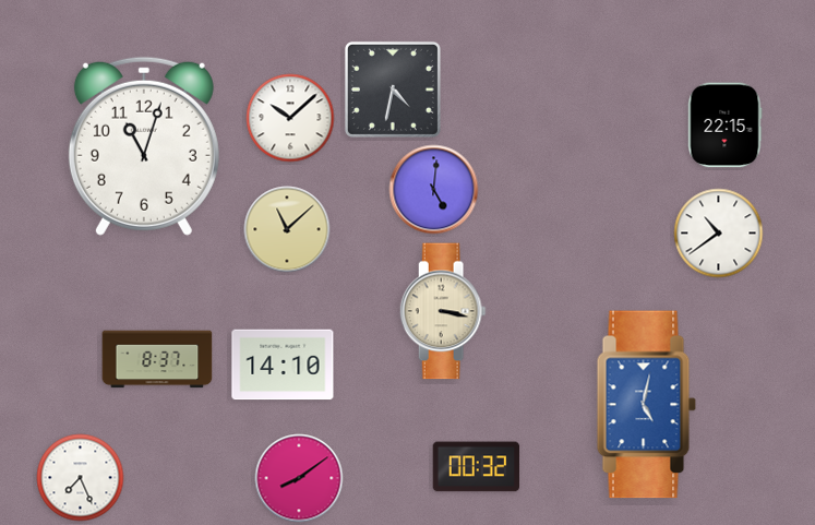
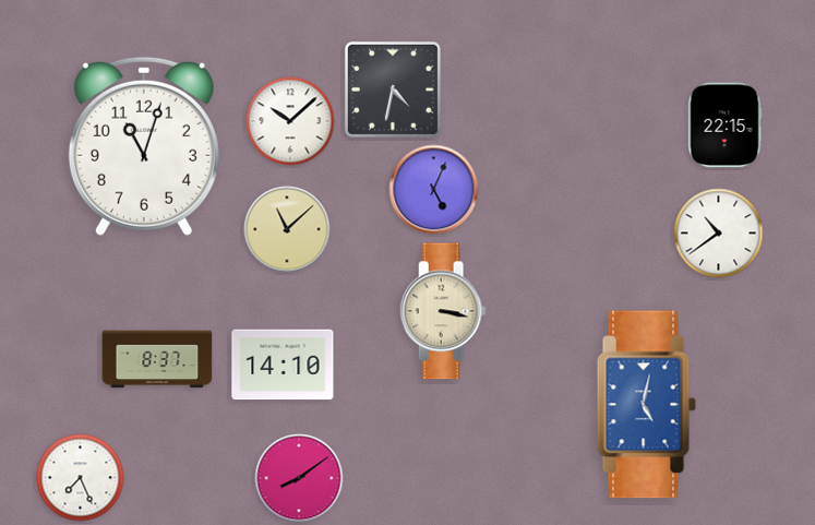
clock at (290, 118) position: (290, 118) -> (290, 121)
clock at (434, 190): 5:01 -> 5:04
clock at (477, 467): 00:32 -> none
